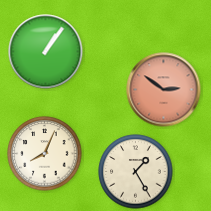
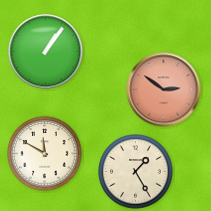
clock at (45, 154): 8:04 -> 11:50
